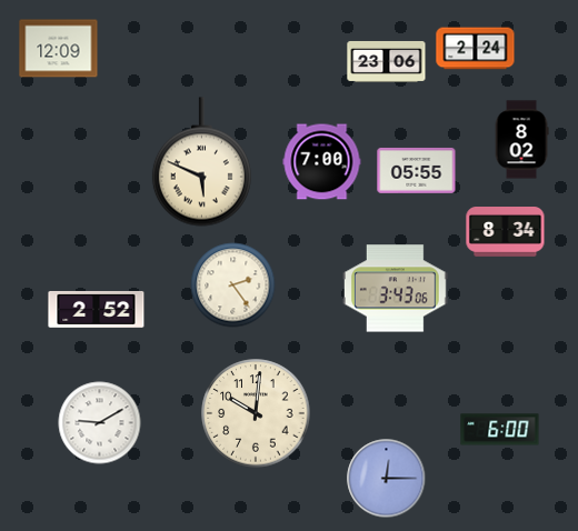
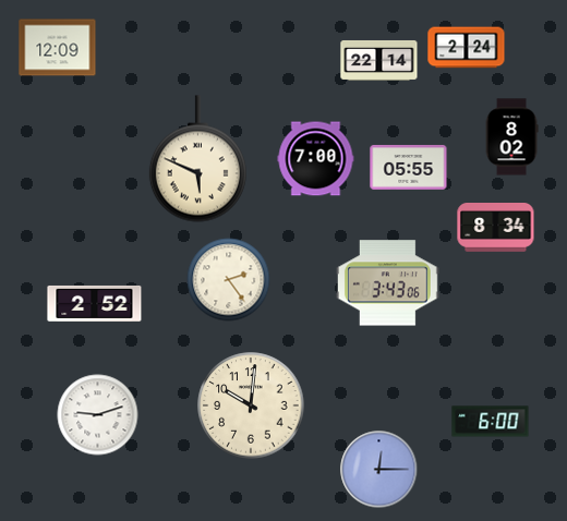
clock at (387, 61): 23:06 -> 22:14
clock at (100, 423): 9:10 -> 9:12
